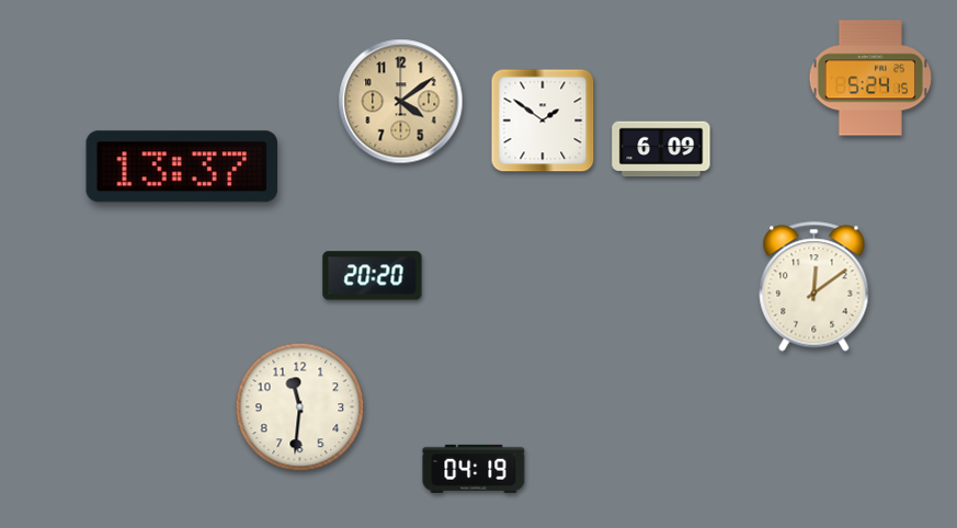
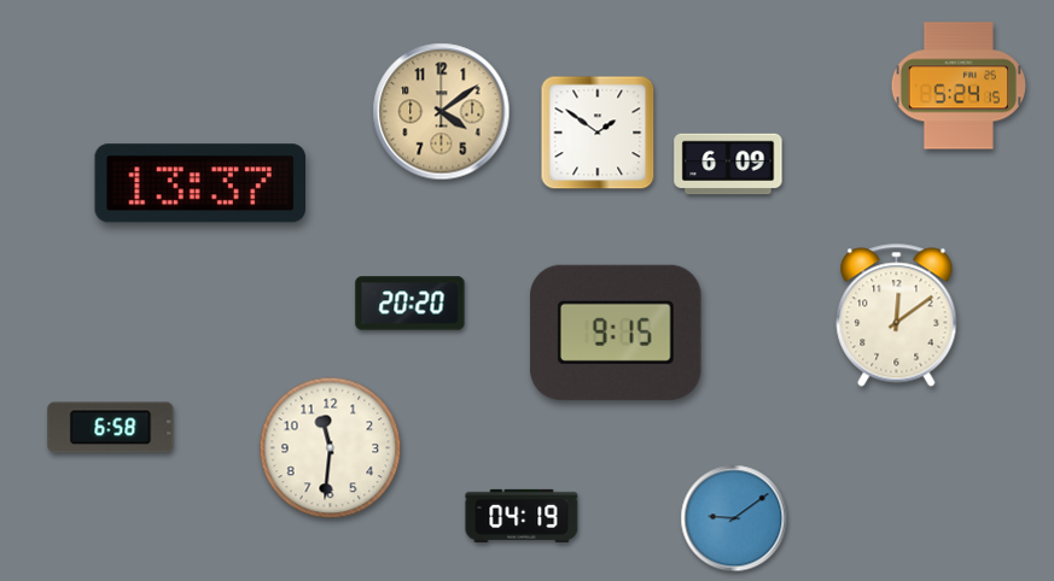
clock at (616, 333): none -> 9:15
clock at (111, 428): none -> 6:58
clock at (734, 518): none -> 9:09
